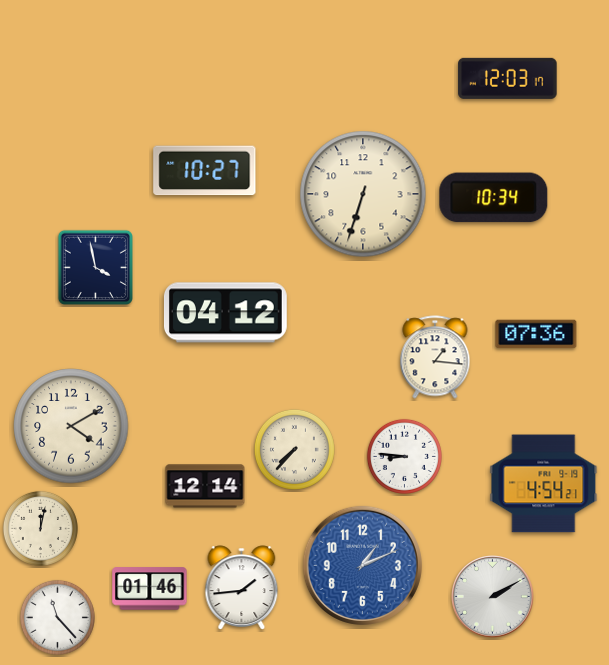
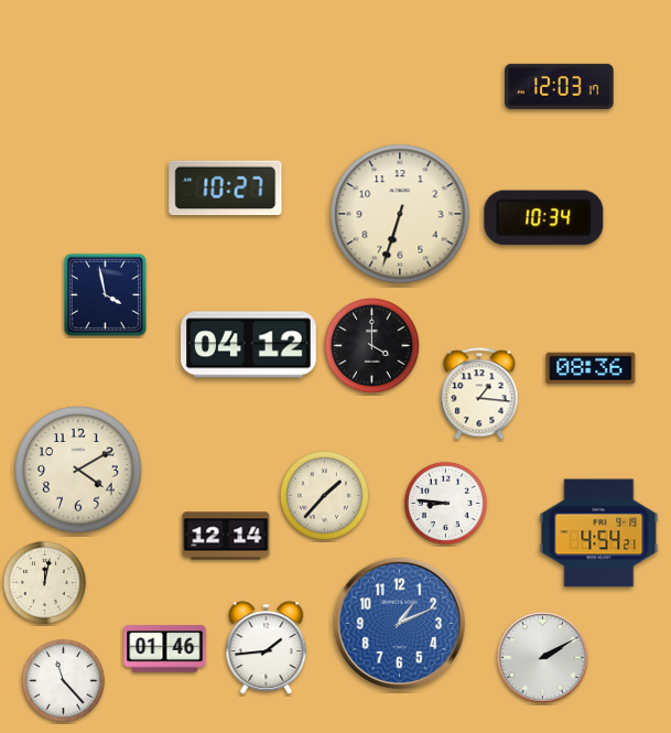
clock at (371, 345): none -> 4:00
clock at (536, 334): 07:36 -> 08:36
clock at (294, 449): 7:37 -> 1:37
